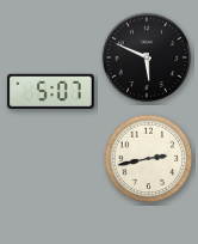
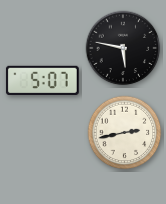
clock at (147, 57): 5:49 -> 5:47
clock at (50, 92) position: (50, 92) -> (42, 81)
